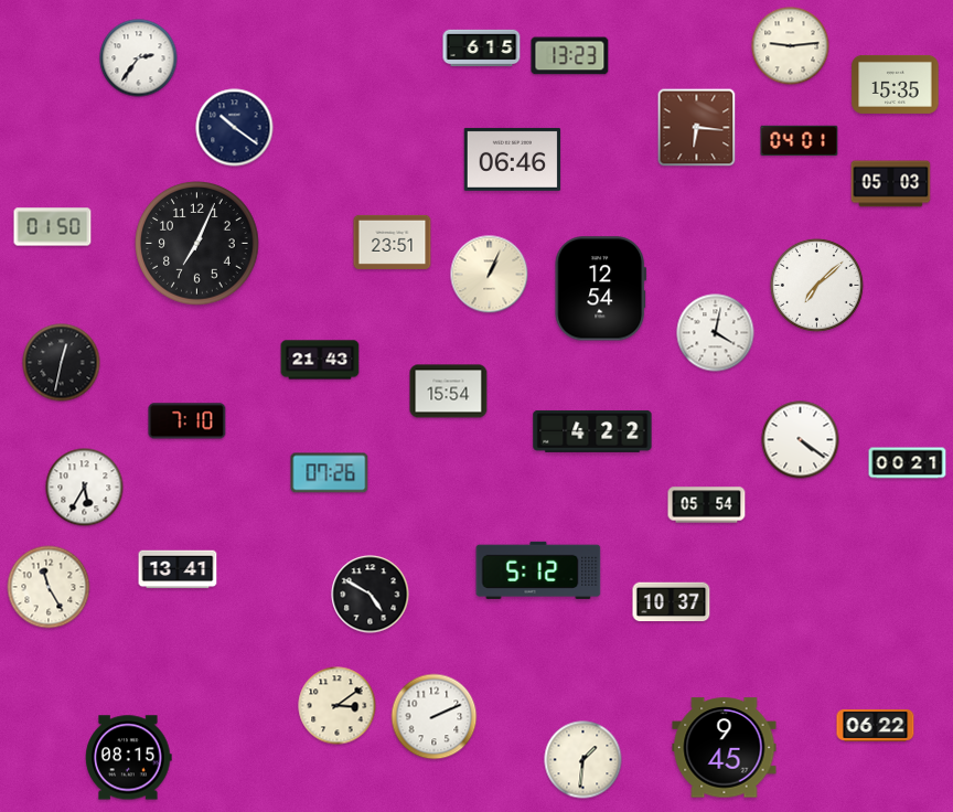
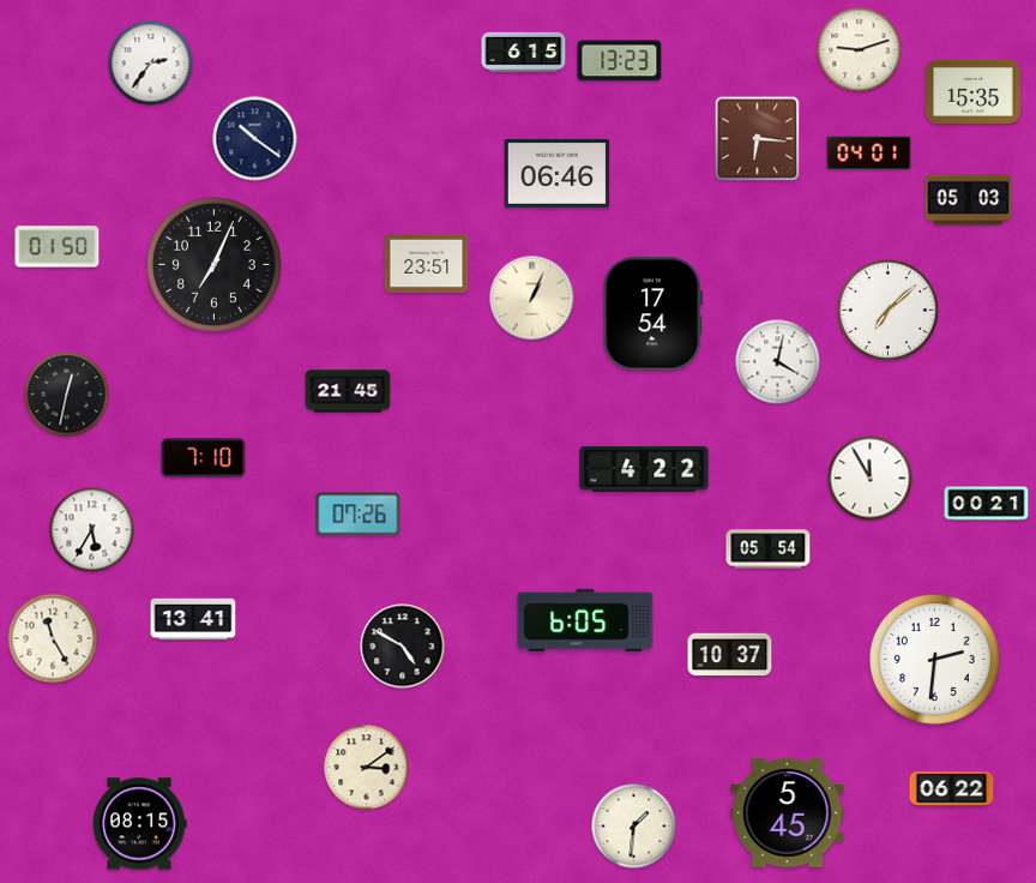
clock at (791, 46): 9:14 -> 9:12
clock at (601, 289): 12:54 -> 17:54
clock at (320, 360): 21:43 -> 21:45
clock at (449, 392): 15:54 -> none
clock at (801, 440): 4:21 -> 11:55
clock at (538, 570): 5:12 -> 6:05
clock at (934, 659): none -> 2:31
clock at (435, 717): 2:11 -> none
clock at (725, 748): 9:45 -> 5:45
